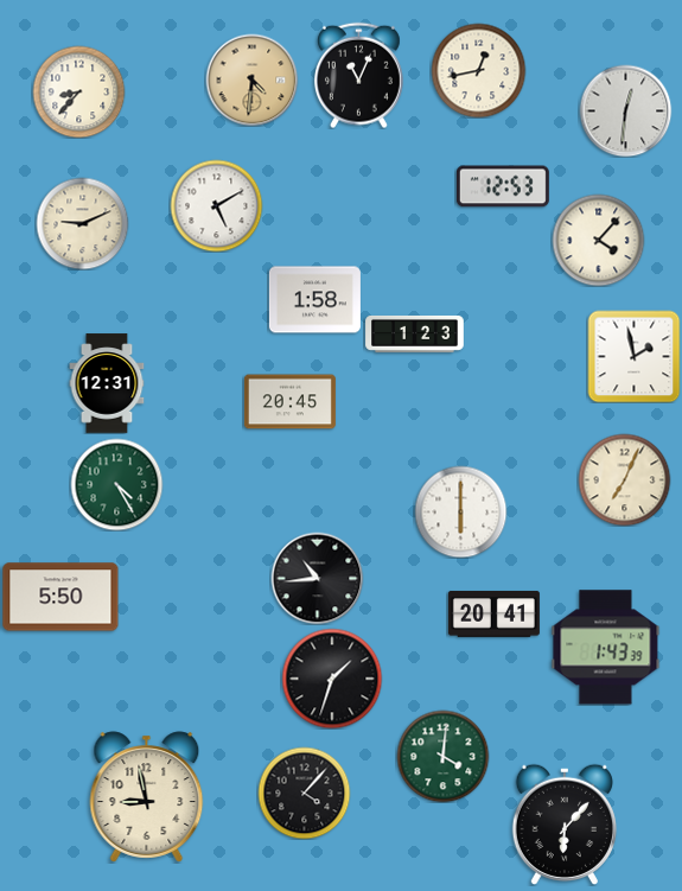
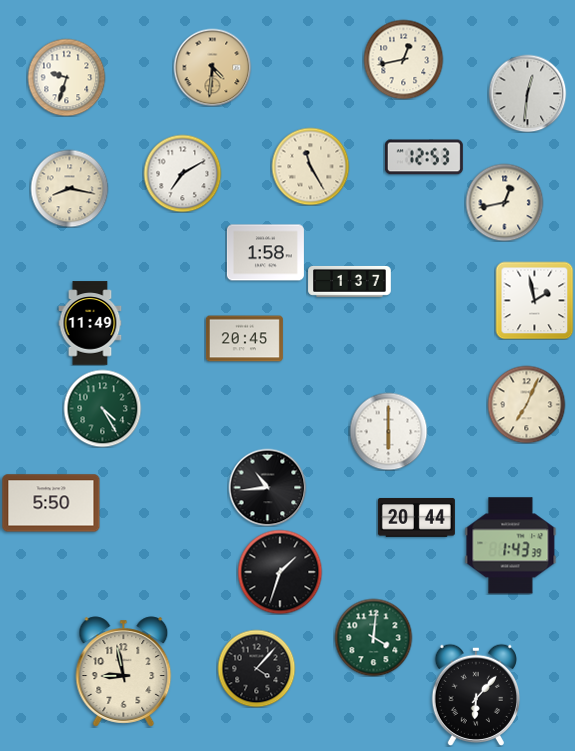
clock at (358, 75): 11:04 -> none
clock at (78, 91): 8:37 -> 9:33
clock at (310, 166): none -> 11:25
clock at (216, 205): 5:10 -> 7:10
clock at (82, 223): 9:11 -> 8:17
clock at (598, 240): 4:07 -> 12:43
clock at (415, 333): 1:23 -> 1:37
clock at (107, 383): 12:31 -> 11:49
clock at (116, 484) position: (116, 484) -> (102, 408)
clock at (493, 615): 20:41 -> 20:44
